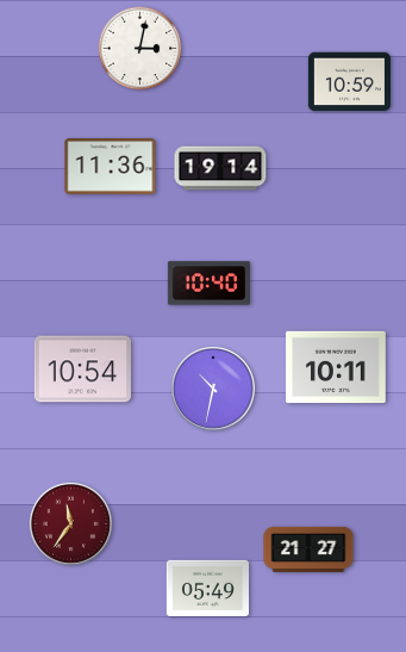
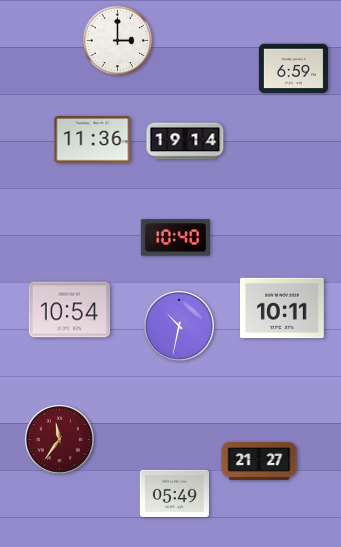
clock at (140, 49): 3:02 -> 3:00
clock at (349, 82): 10:59 -> 6:59
